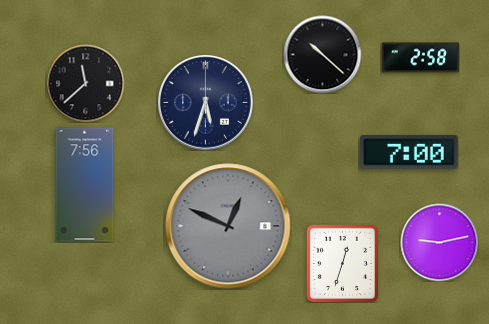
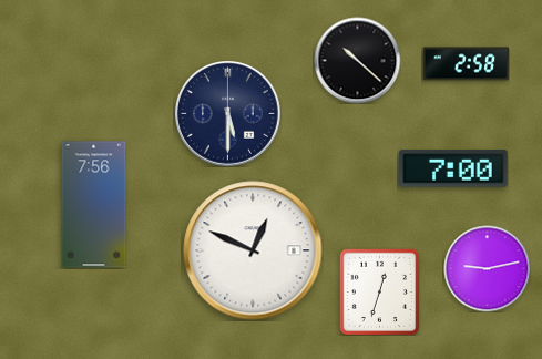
clock at (85, 83): 11:38 -> none
clock at (206, 103): 5:33 -> 5:30
clock at (228, 226) dial: grey -> white
